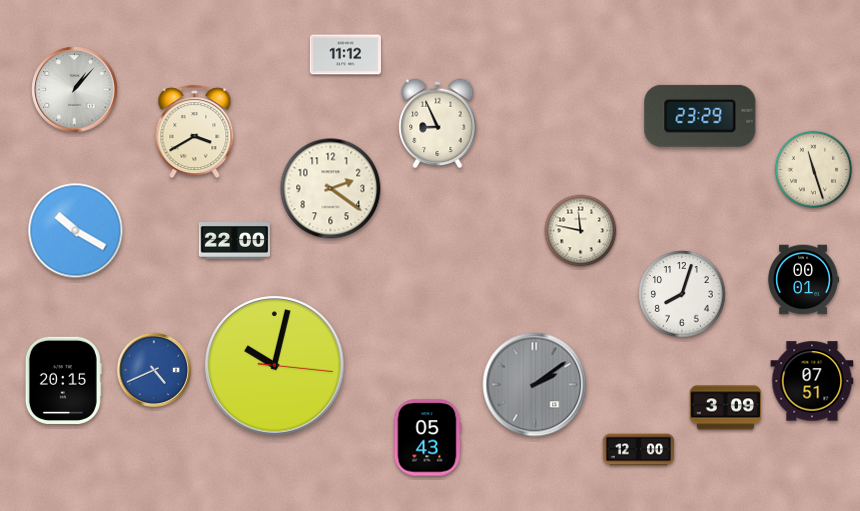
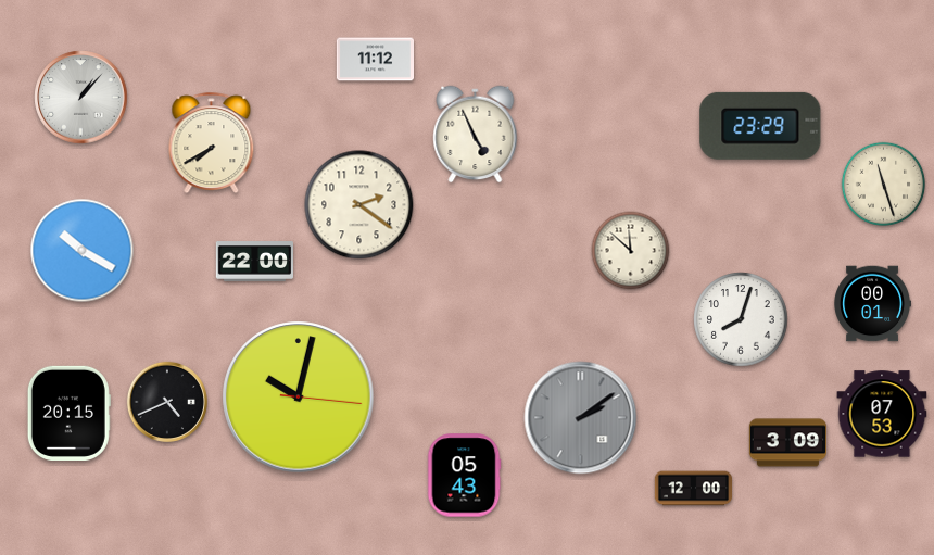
clock at (438, 124): 8:56 -> 4:56
clock at (195, 131): 3:40 -> 7:40
clock at (581, 231): 11:47 -> 11:52
clock at (154, 370) dial: blue -> black
clock at (812, 381): 07:51 -> 07:53
